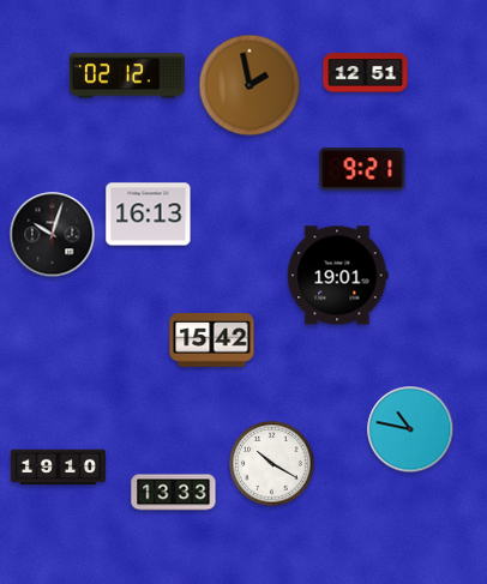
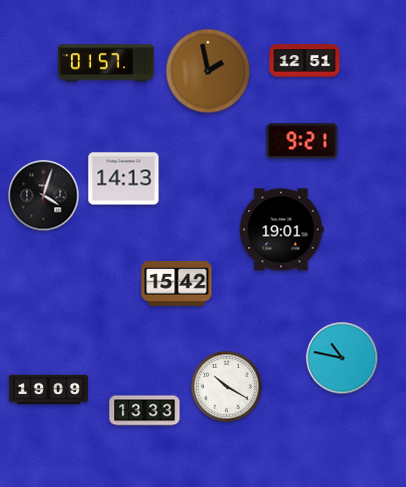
clock at (128, 76): 02:12 -> 01:57
clock at (149, 215): 16:13 -> 14:13
clock at (53, 235): 10:03 -> 4:03
clock at (58, 468): 19:10 -> 19:09
